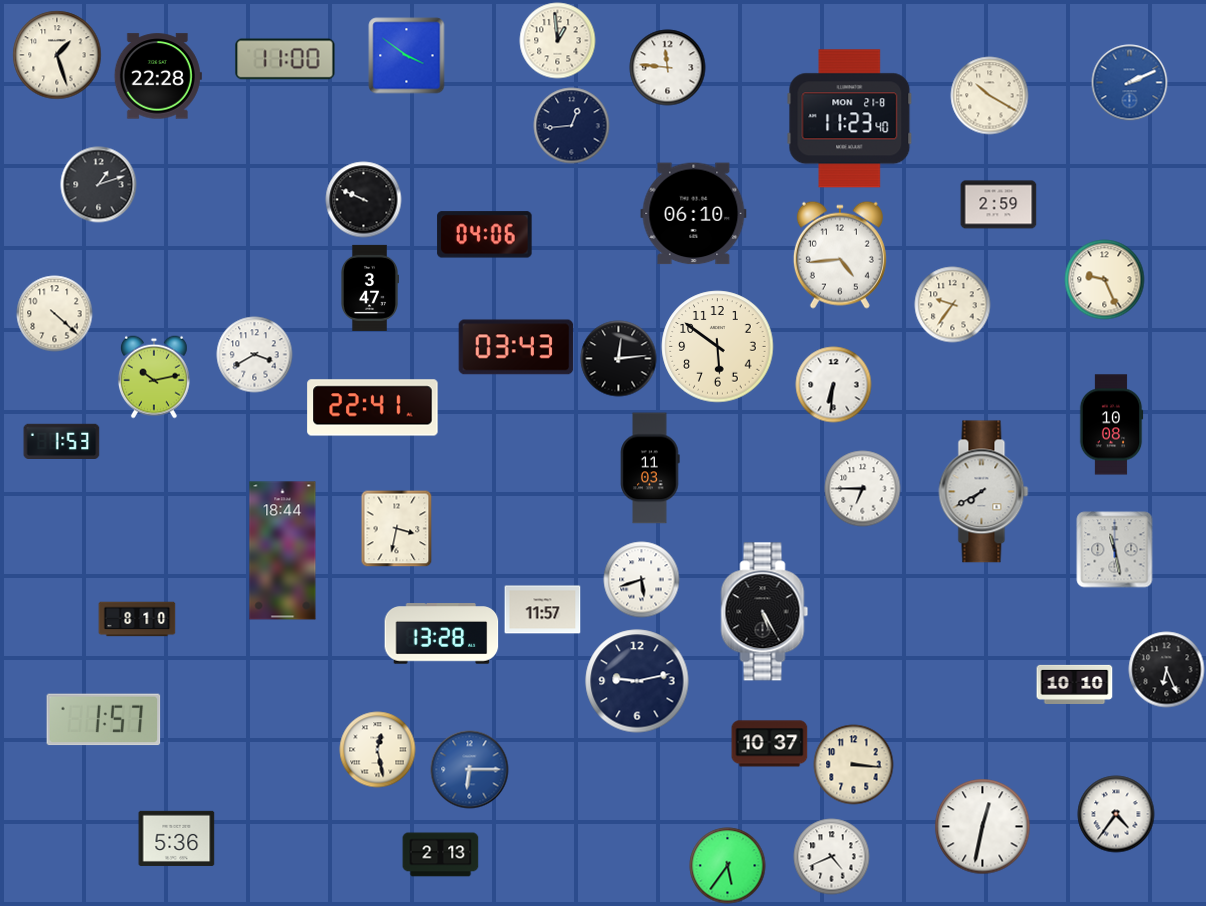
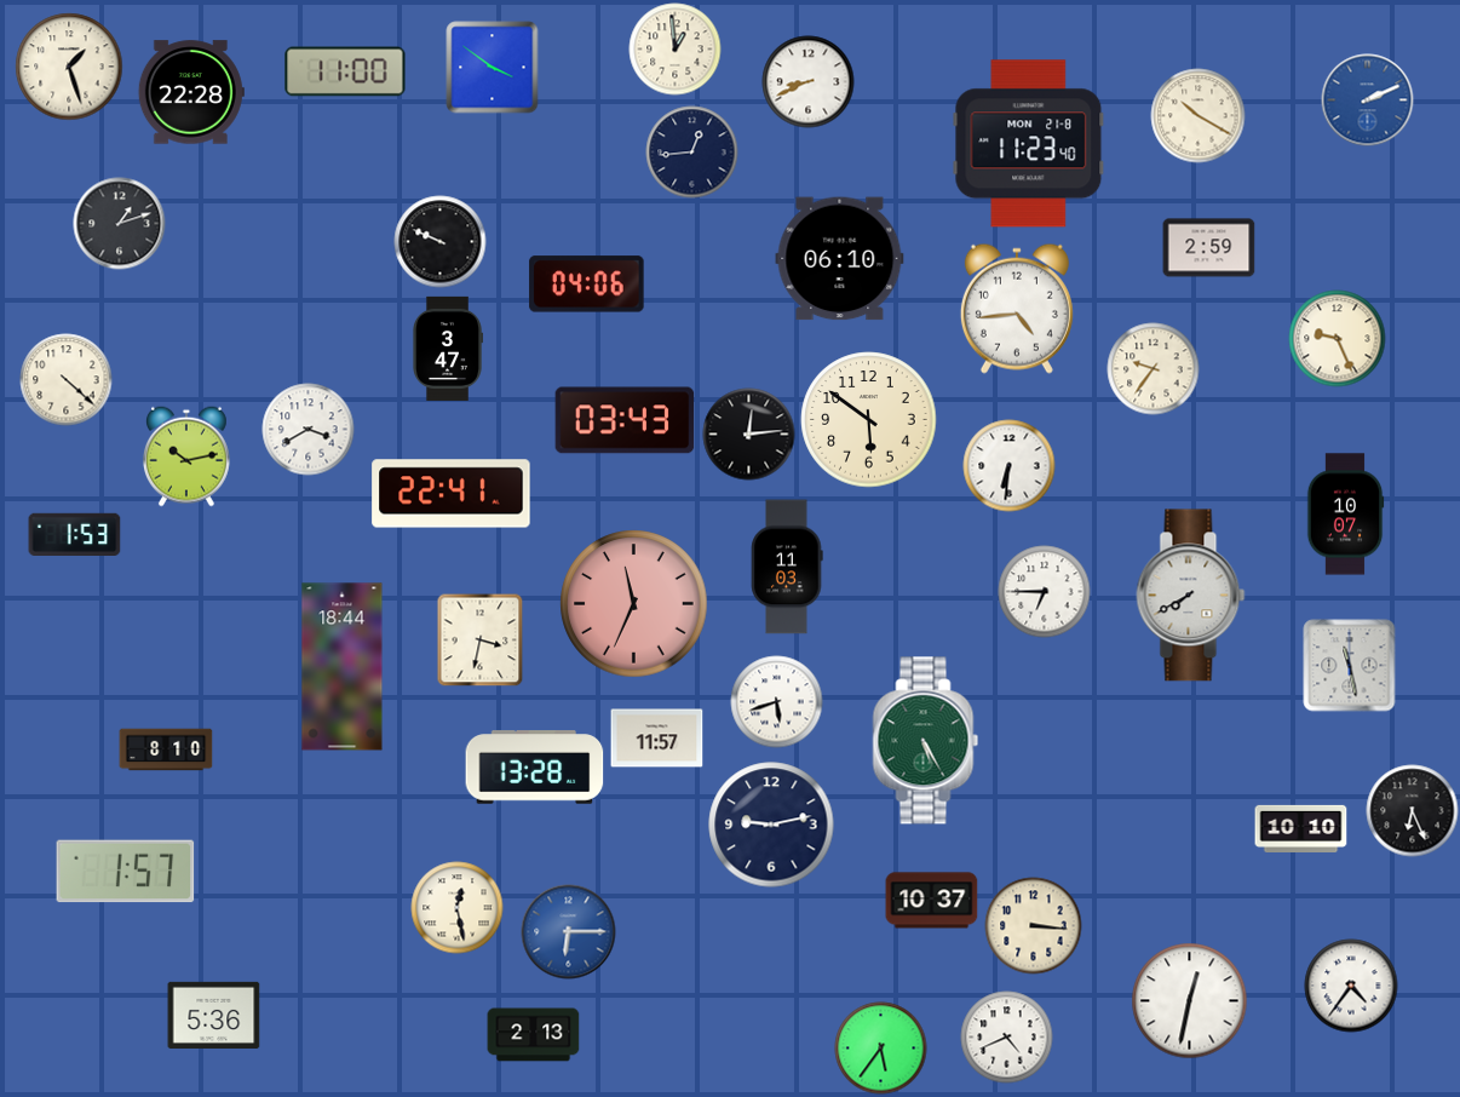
clock at (668, 68): 11:46 -> 8:41
clock at (1111, 425): 10:08 -> 10:07
clock at (634, 604): none -> 11:34
clock at (765, 612) dial: black -> green
